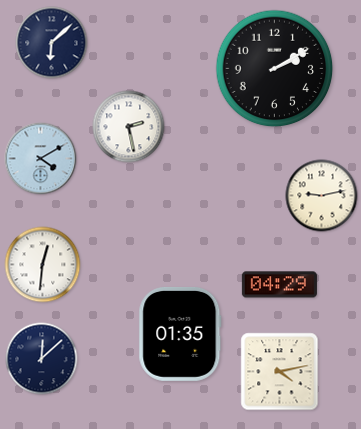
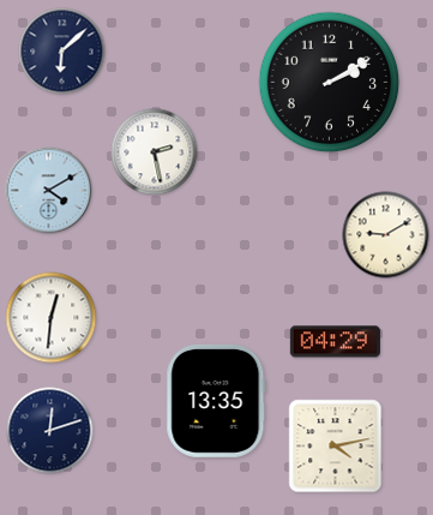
clock at (322, 196): 9:13 -> 9:10
clock at (180, 334): 01:35 -> 13:35
clock at (42, 359): 12:08 -> 12:12
